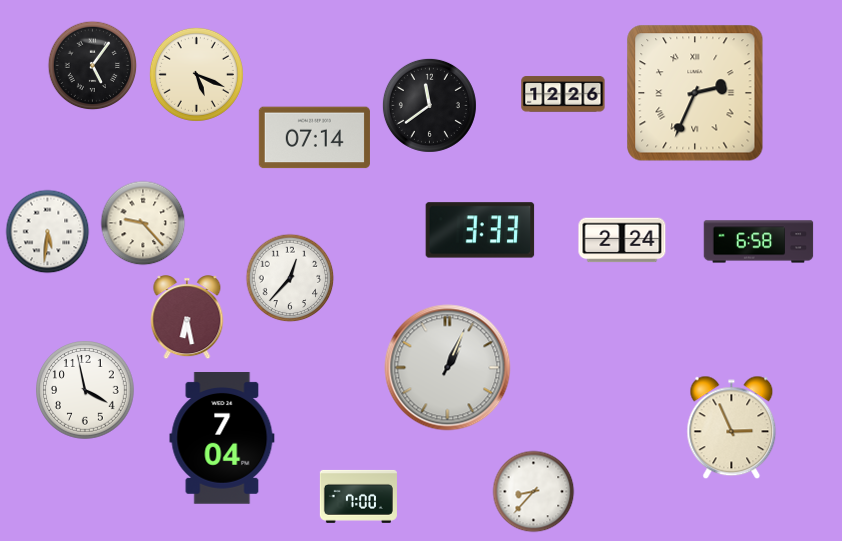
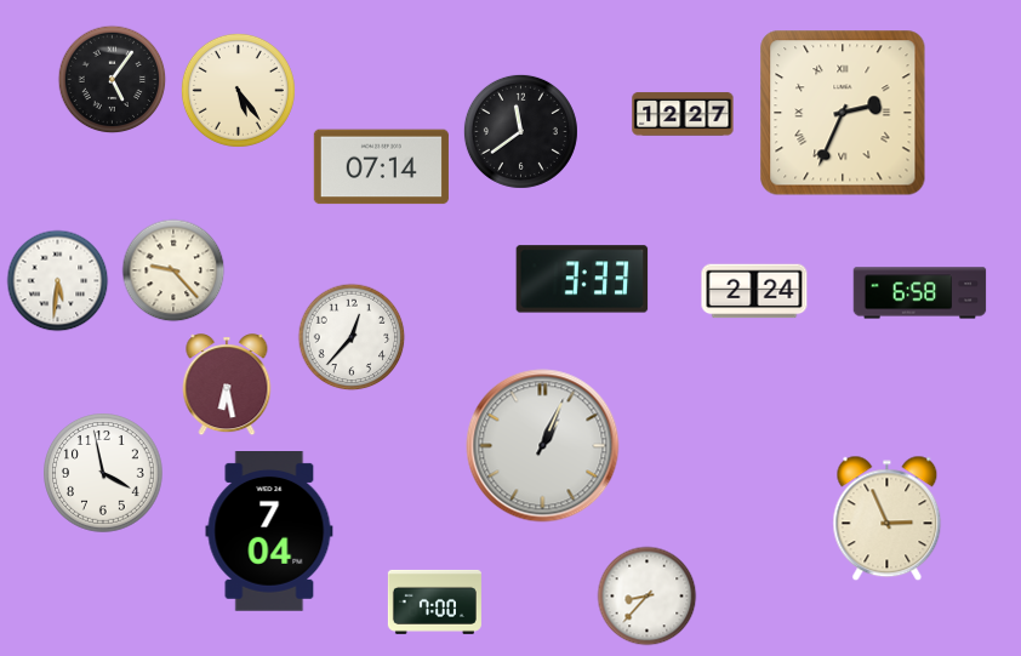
clock at (196, 74): 5:19 -> 5:24
clock at (563, 94): 12:26 -> 12:27
clock at (429, 105) position: (429, 105) -> (520, 131)
